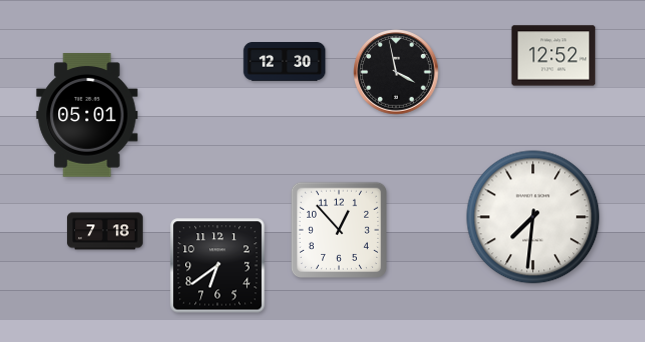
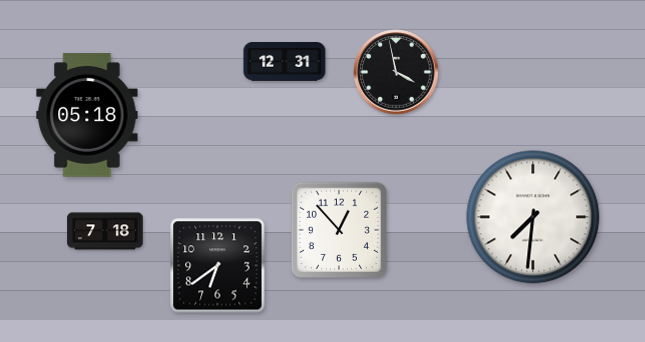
clock at (554, 56): 12:52 -> none
clock at (285, 62): 12:30 -> 12:31
clock at (87, 115): 05:01 -> 05:18
